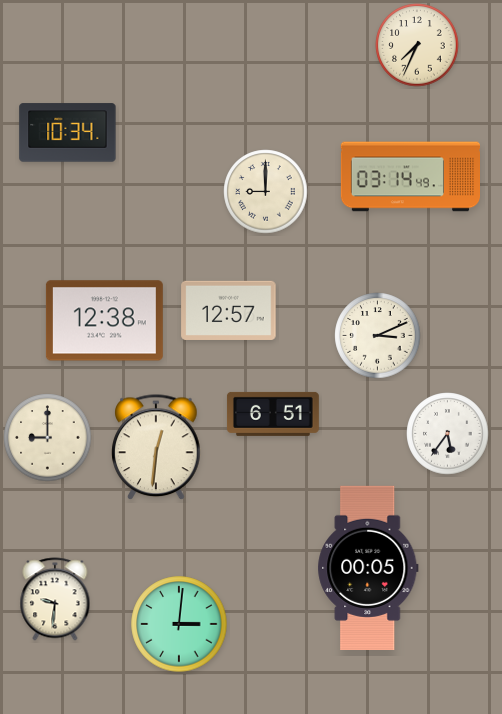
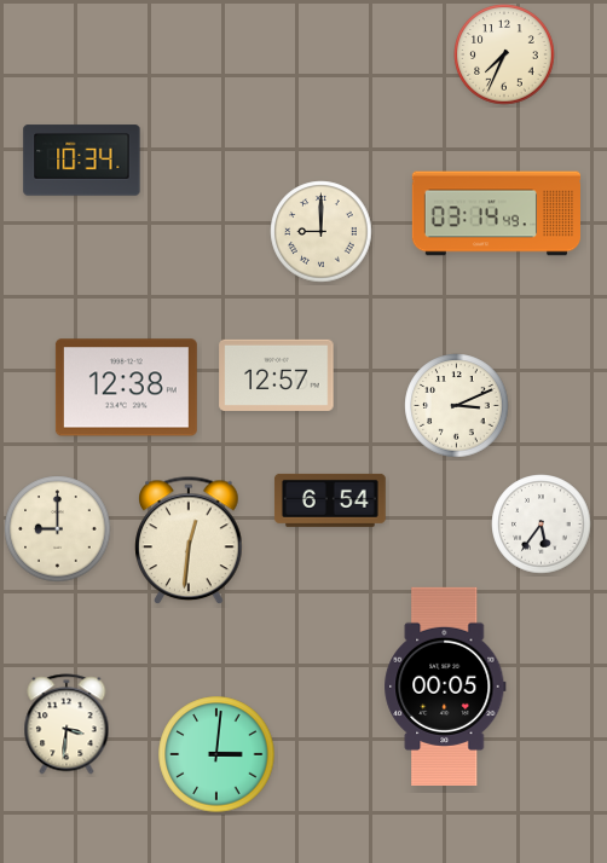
clock at (273, 414): 6:51 -> 6:54
clock at (55, 599): 9:31 -> 3:31
